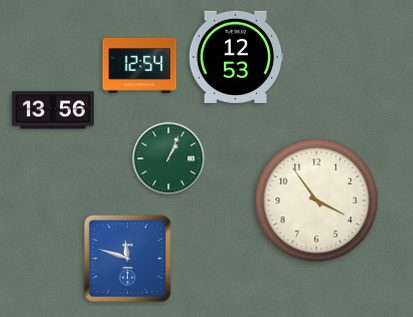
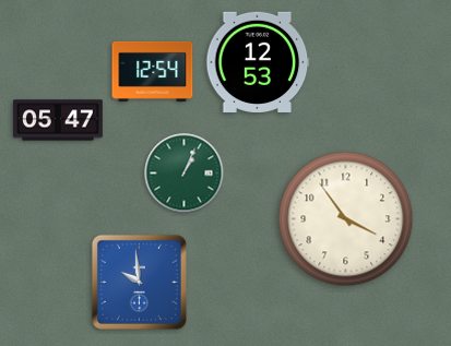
clock at (54, 110): 13:56 -> 05:47
clock at (127, 258): 11:48 -> 9:59
